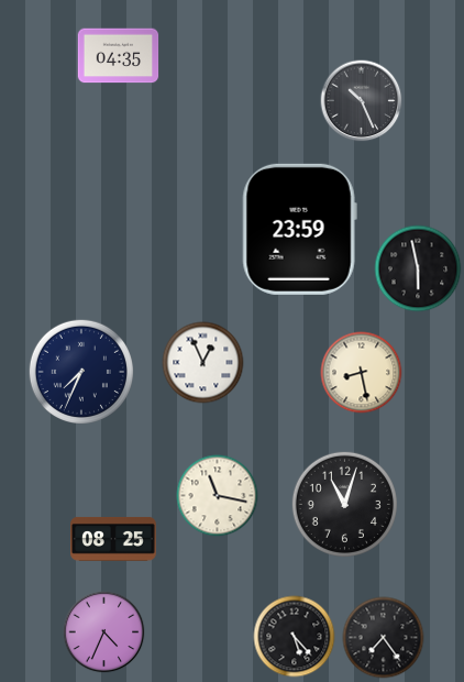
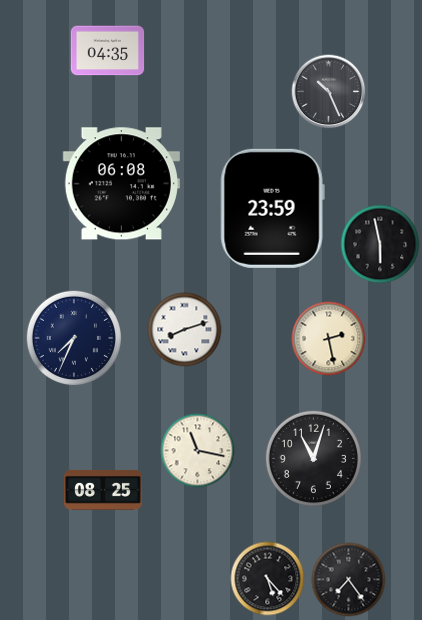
clock at (121, 184): none -> 06:08
clock at (203, 363): 12:56 -> 8:12
clock at (362, 373): 8:28 -> 2:28
clock at (104, 632): 4:34 -> none
